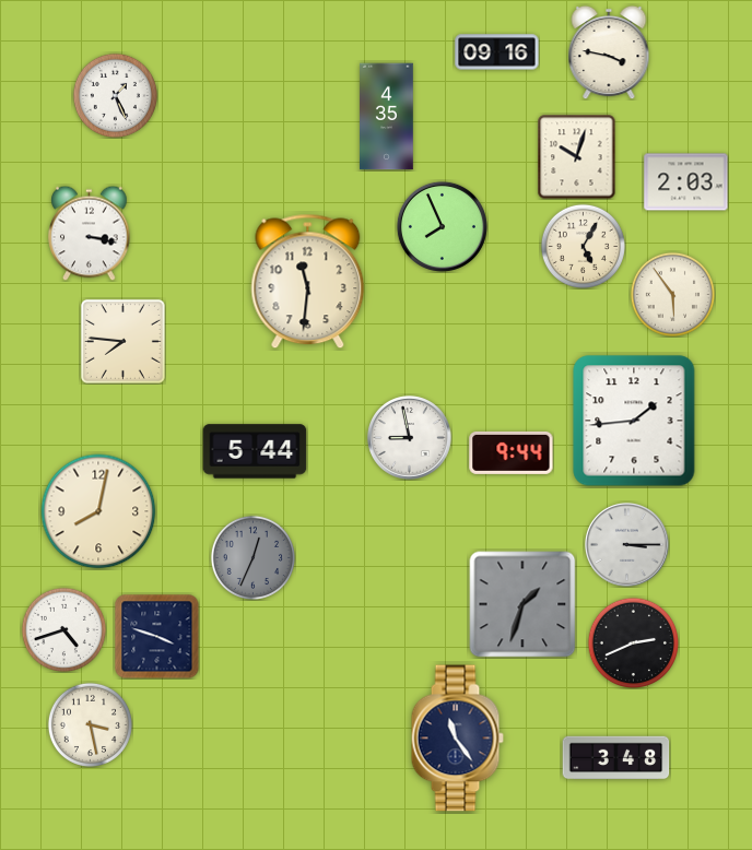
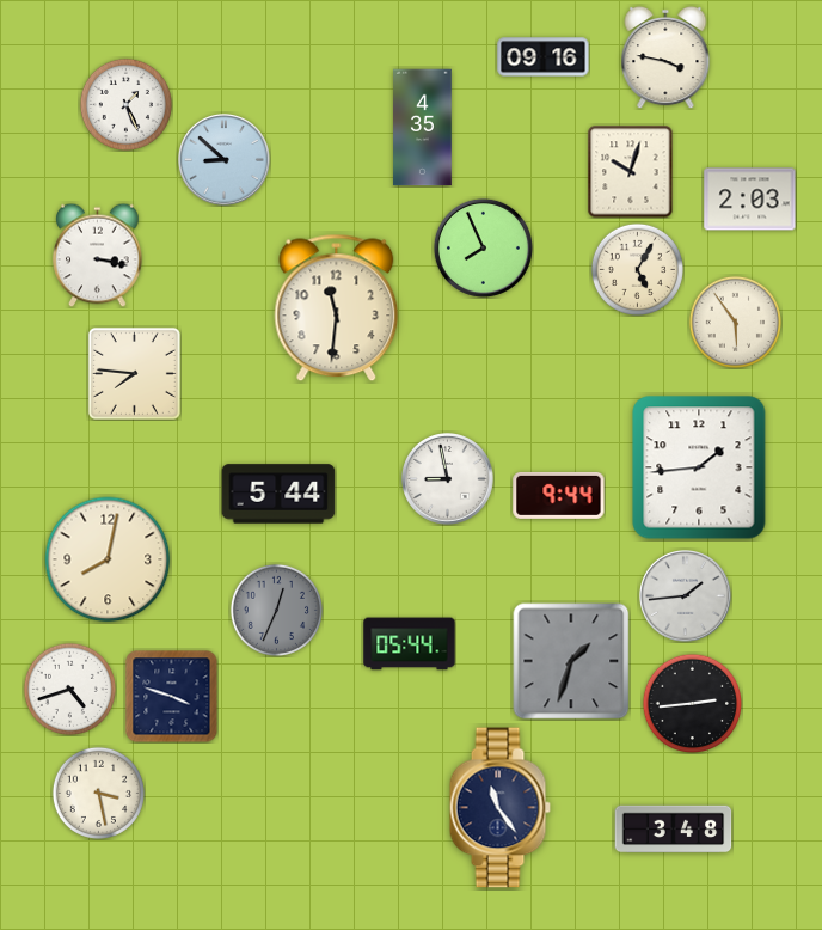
clock at (225, 160): none -> 8:52
clock at (634, 421) position: (634, 421) -> (699, 467)
clock at (627, 545): 3:15 -> 1:44
clock at (410, 644): none -> 05:44
clock at (633, 642): 2:41 -> 2:44
